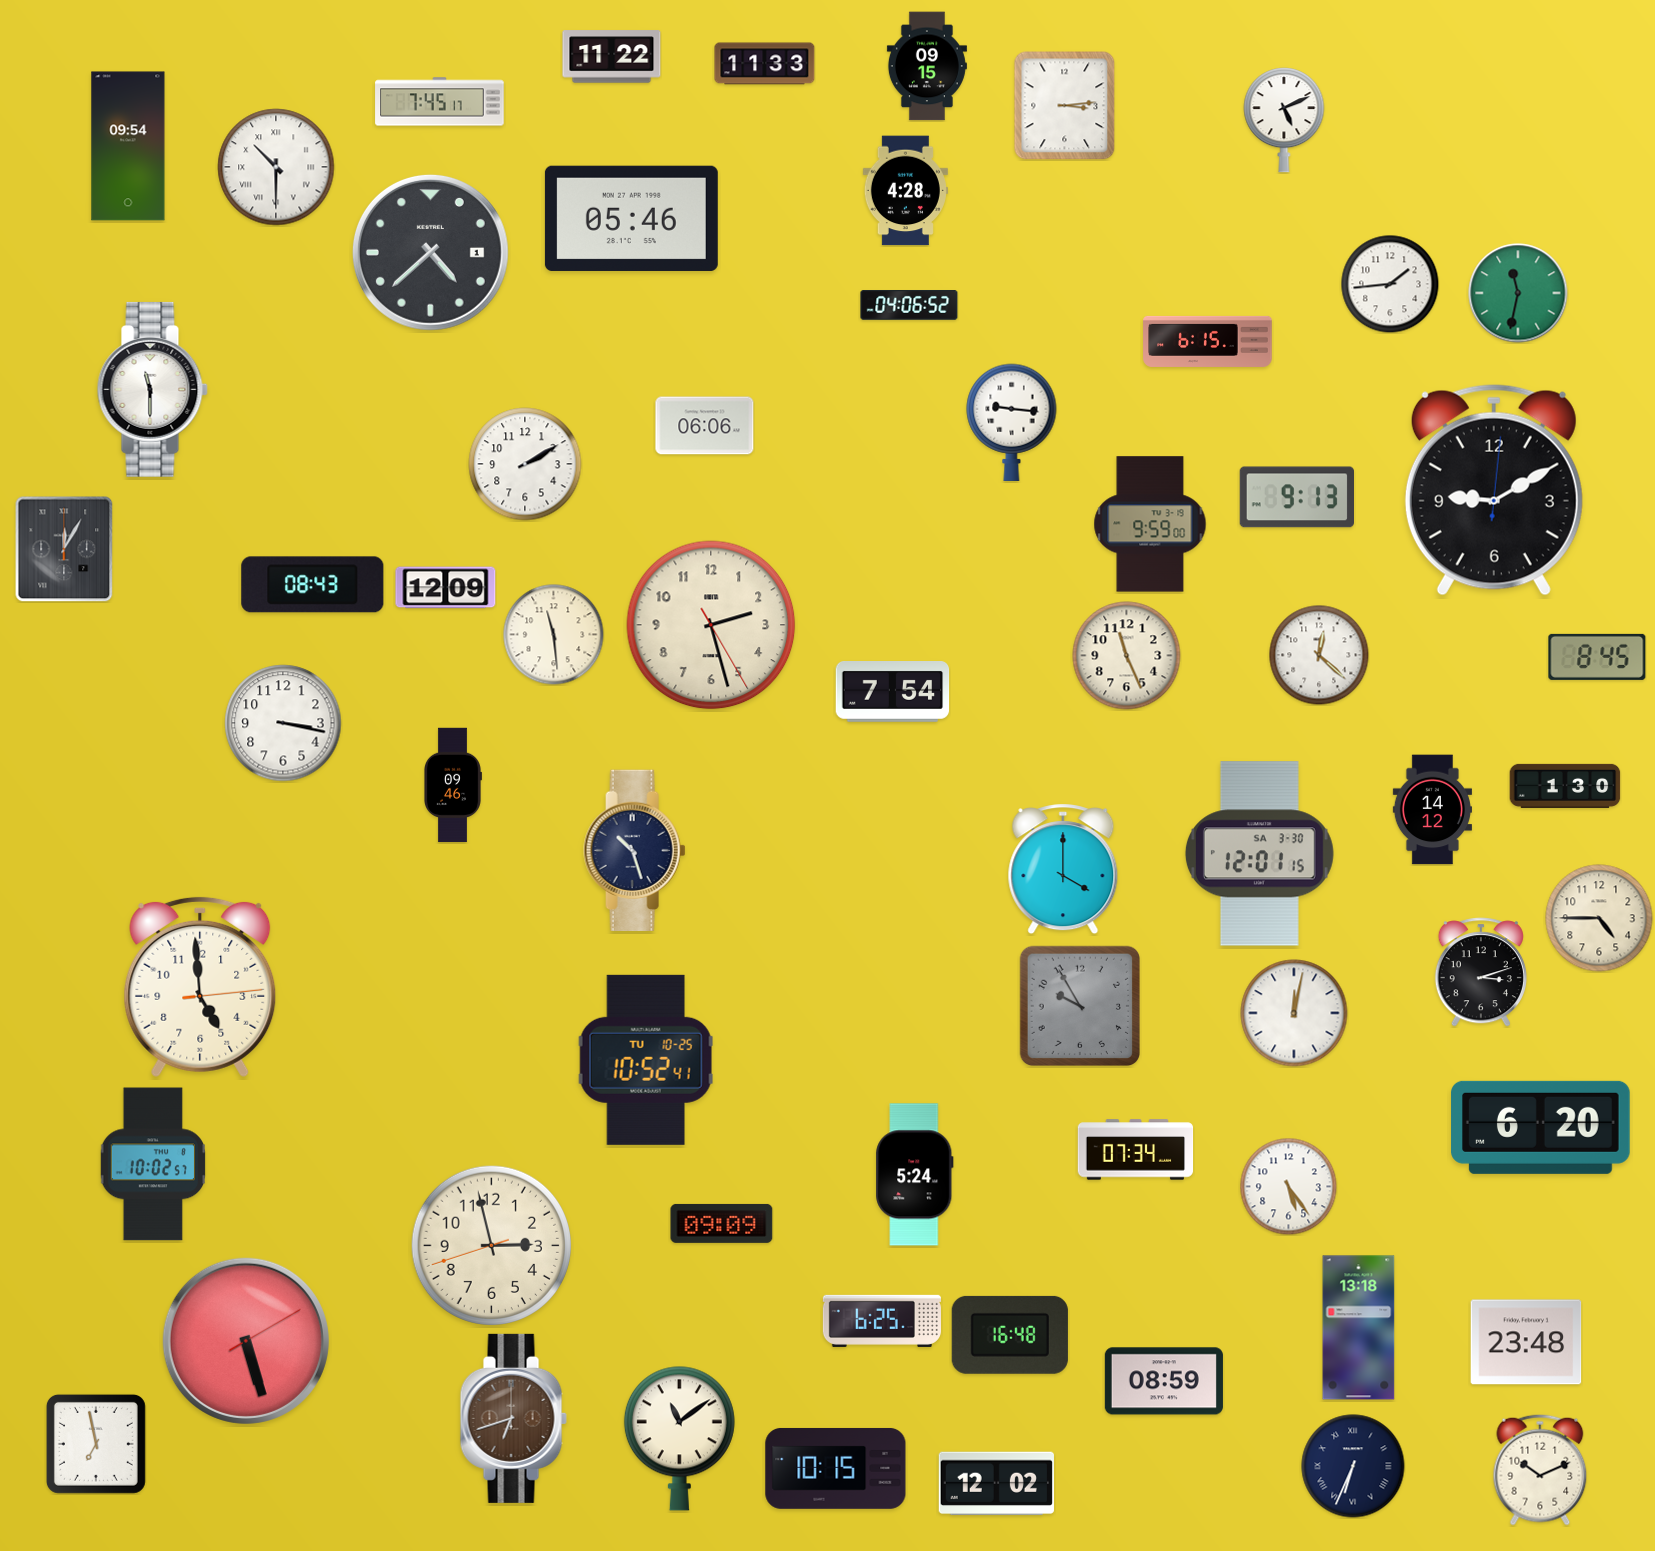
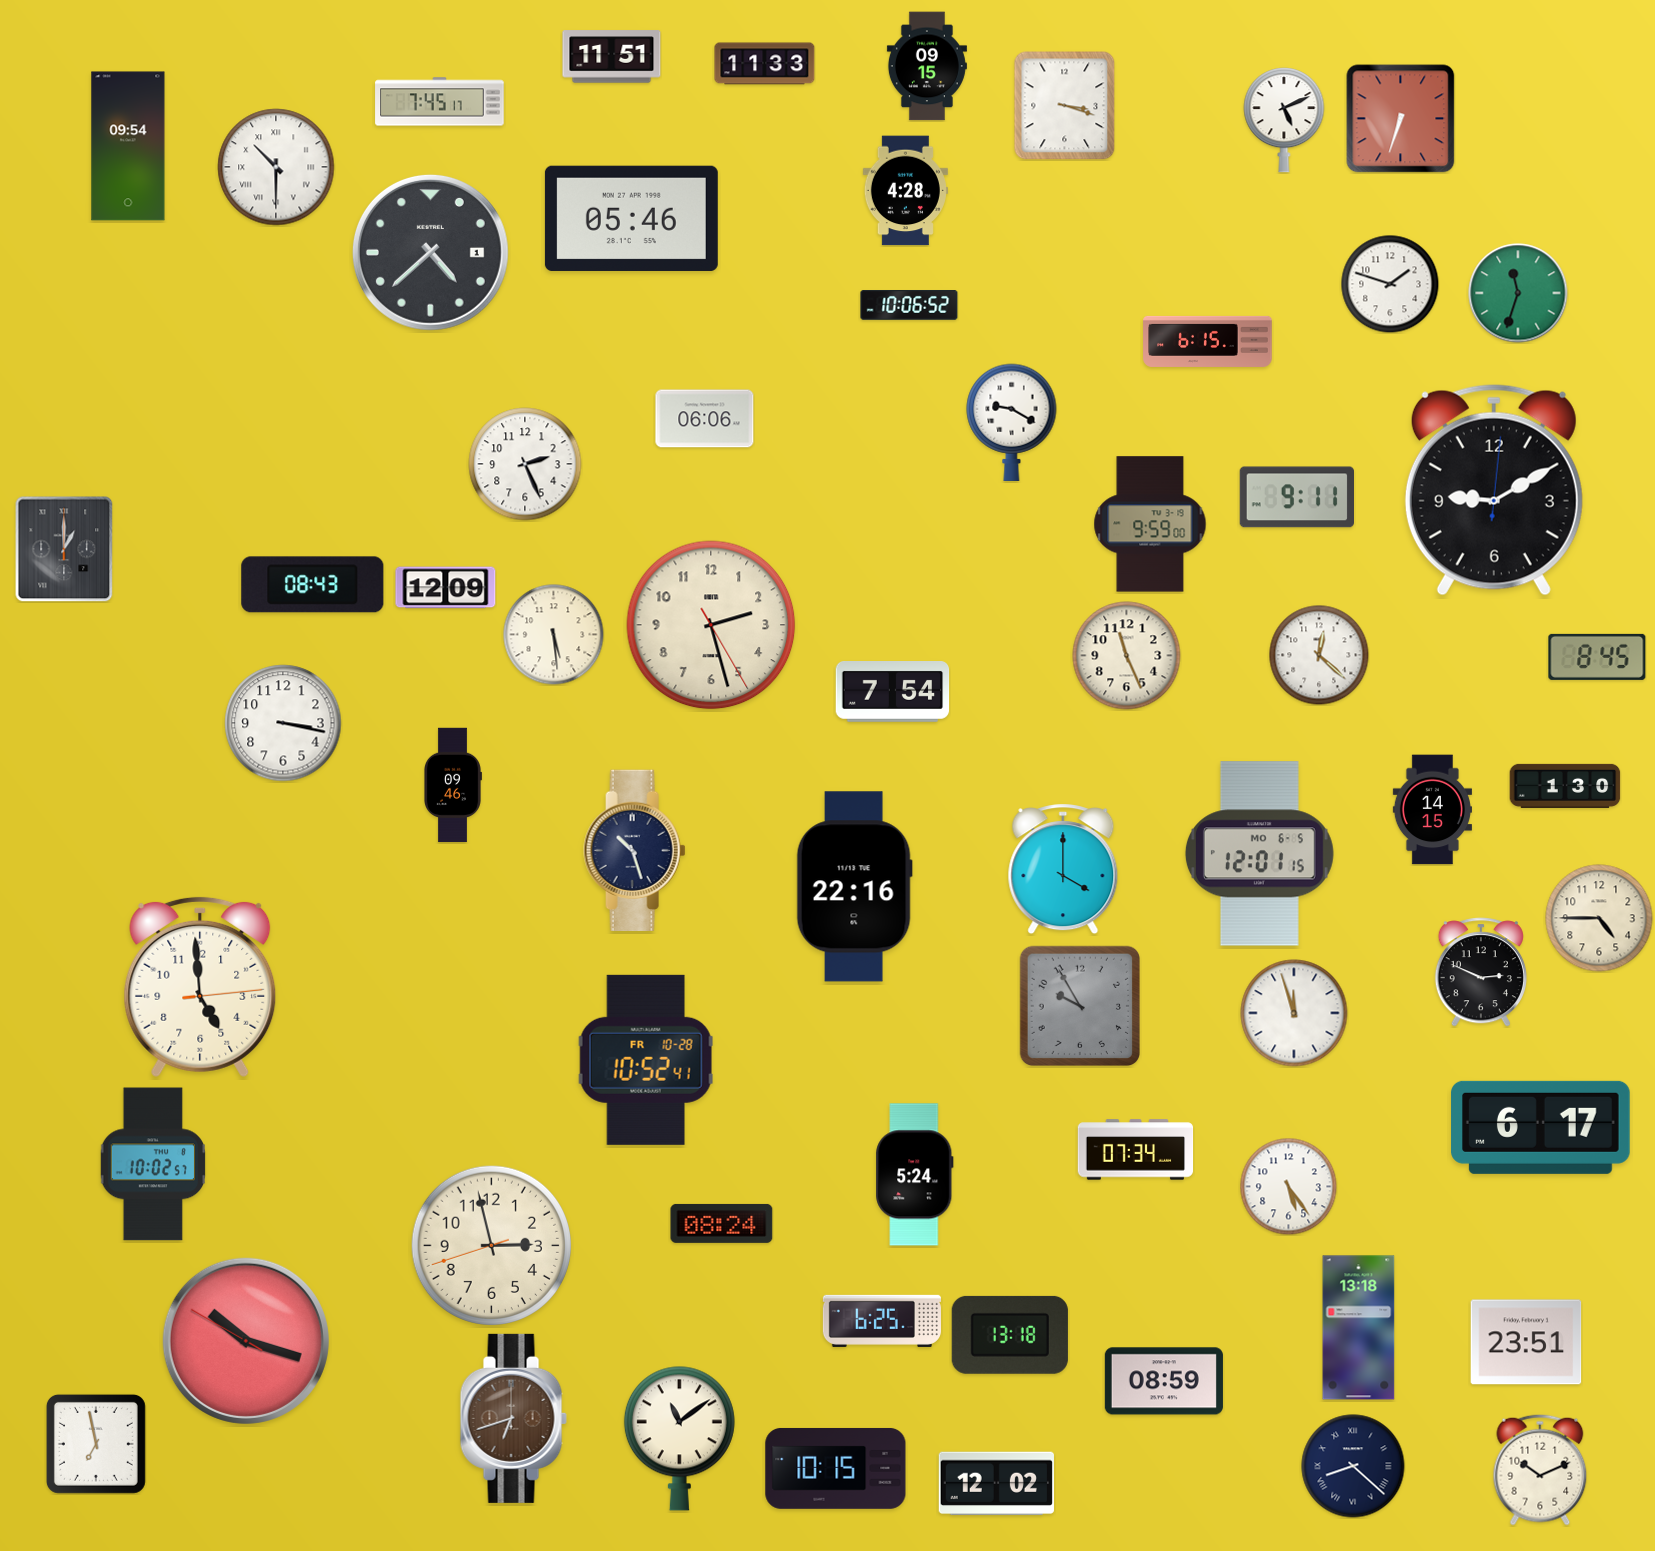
clock at (612, 57): 11:22 -> 11:51
clock at (1065, 106): 3:14 -> 3:18
clock at (1401, 119): none -> 6:33
clock at (1390, 284): 1:44 -> 1:48
clock at (1518, 293): 11:32 -> 11:33
clock at (909, 305): 04:06 -> 10:06
clock at (152, 389): 11:30 -> none
clock at (1012, 422): 9:16 -> 9:20
clock at (705, 426) position: (705, 426) -> (705, 419)
clock at (525, 464): 2:10 -> 2:26
clock at (1296, 497): 9:13 -> 9:11
clock at (64, 549): 12:05 -> 1:00
clock at (554, 635): 11:29 -> 5:29
clock at (1432, 810): 14:12 -> 14:15
clock at (1259, 854) date: SA 3-30 -> MO 6-5
clock at (854, 887): none -> 22:16
clock at (1481, 972): 3:12 -> 2:49
clock at (1294, 1013): 12:02 -> 11:57
clock at (646, 1060) date: TU 10-25 -> FR 10-28
clock at (1541, 1127): 6:20 -> 6:17
clock at (722, 1223): 09:09 -> 08:24
clock at (1010, 1335): 16:48 -> 13:18
clock at (246, 1341): 5:27 -> 10:17
clock at (1526, 1342): 23:48 -> 23:51
clock at (1353, 1466): 6:34 -> 8:22
